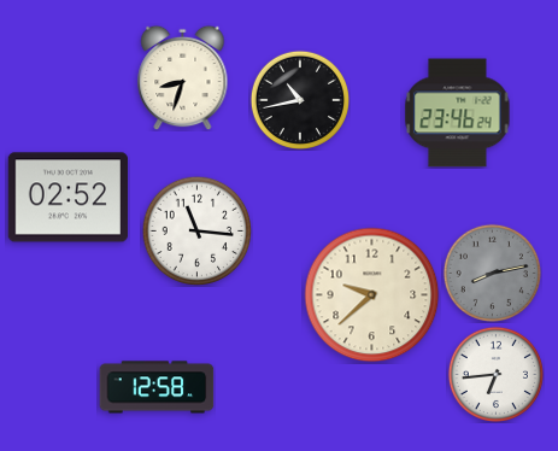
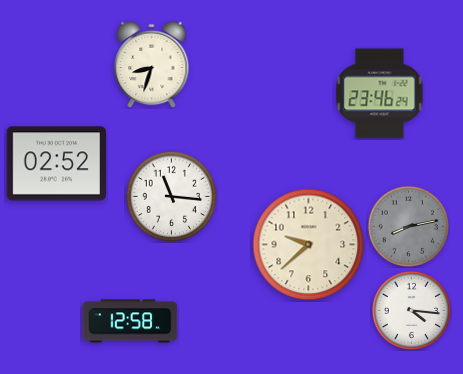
clock at (299, 99): 10:43 -> none
clock at (196, 230) position: (196, 230) -> (171, 196)
clock at (495, 374): 6:44 -> 4:16
